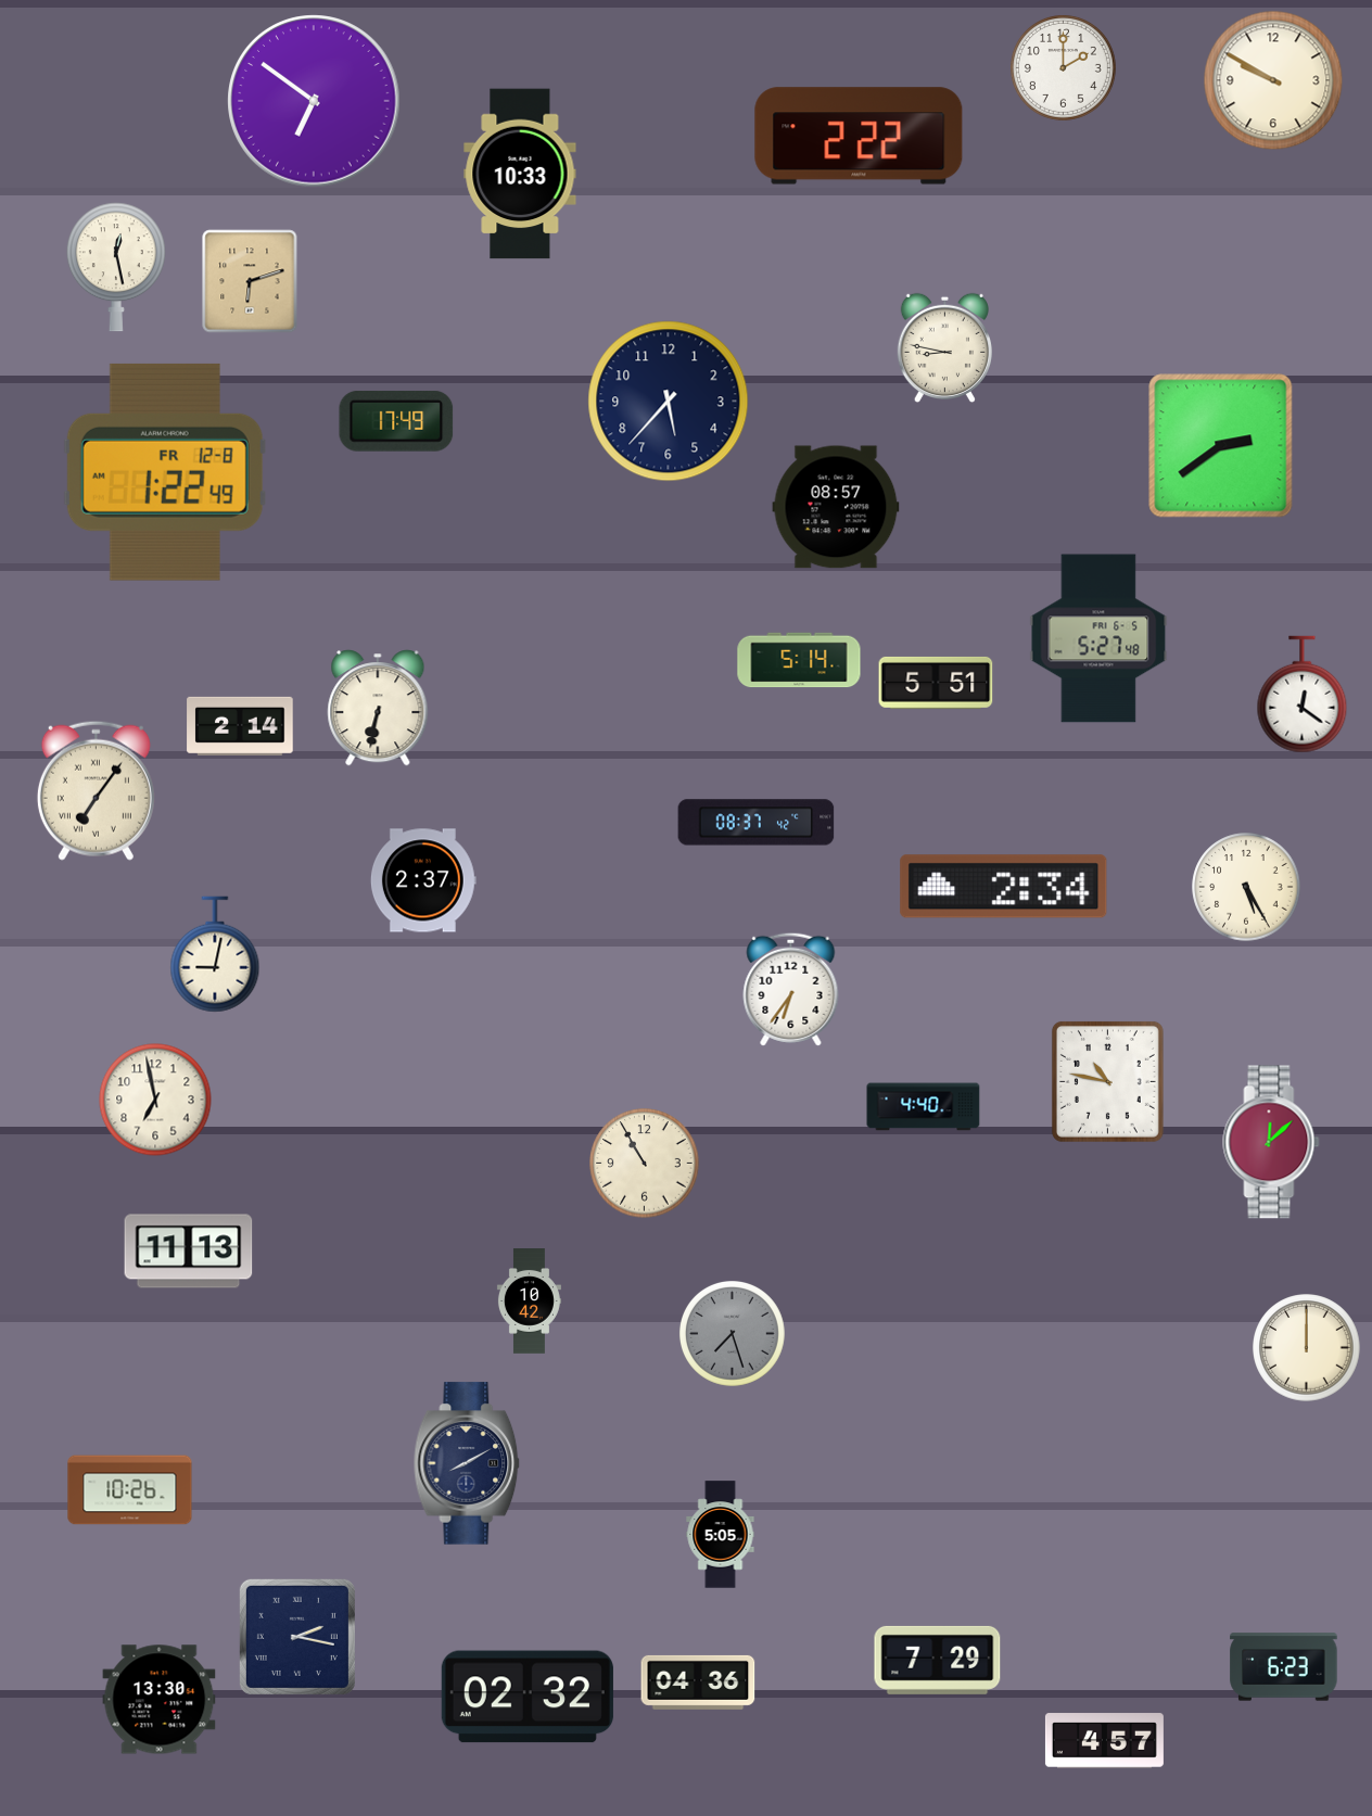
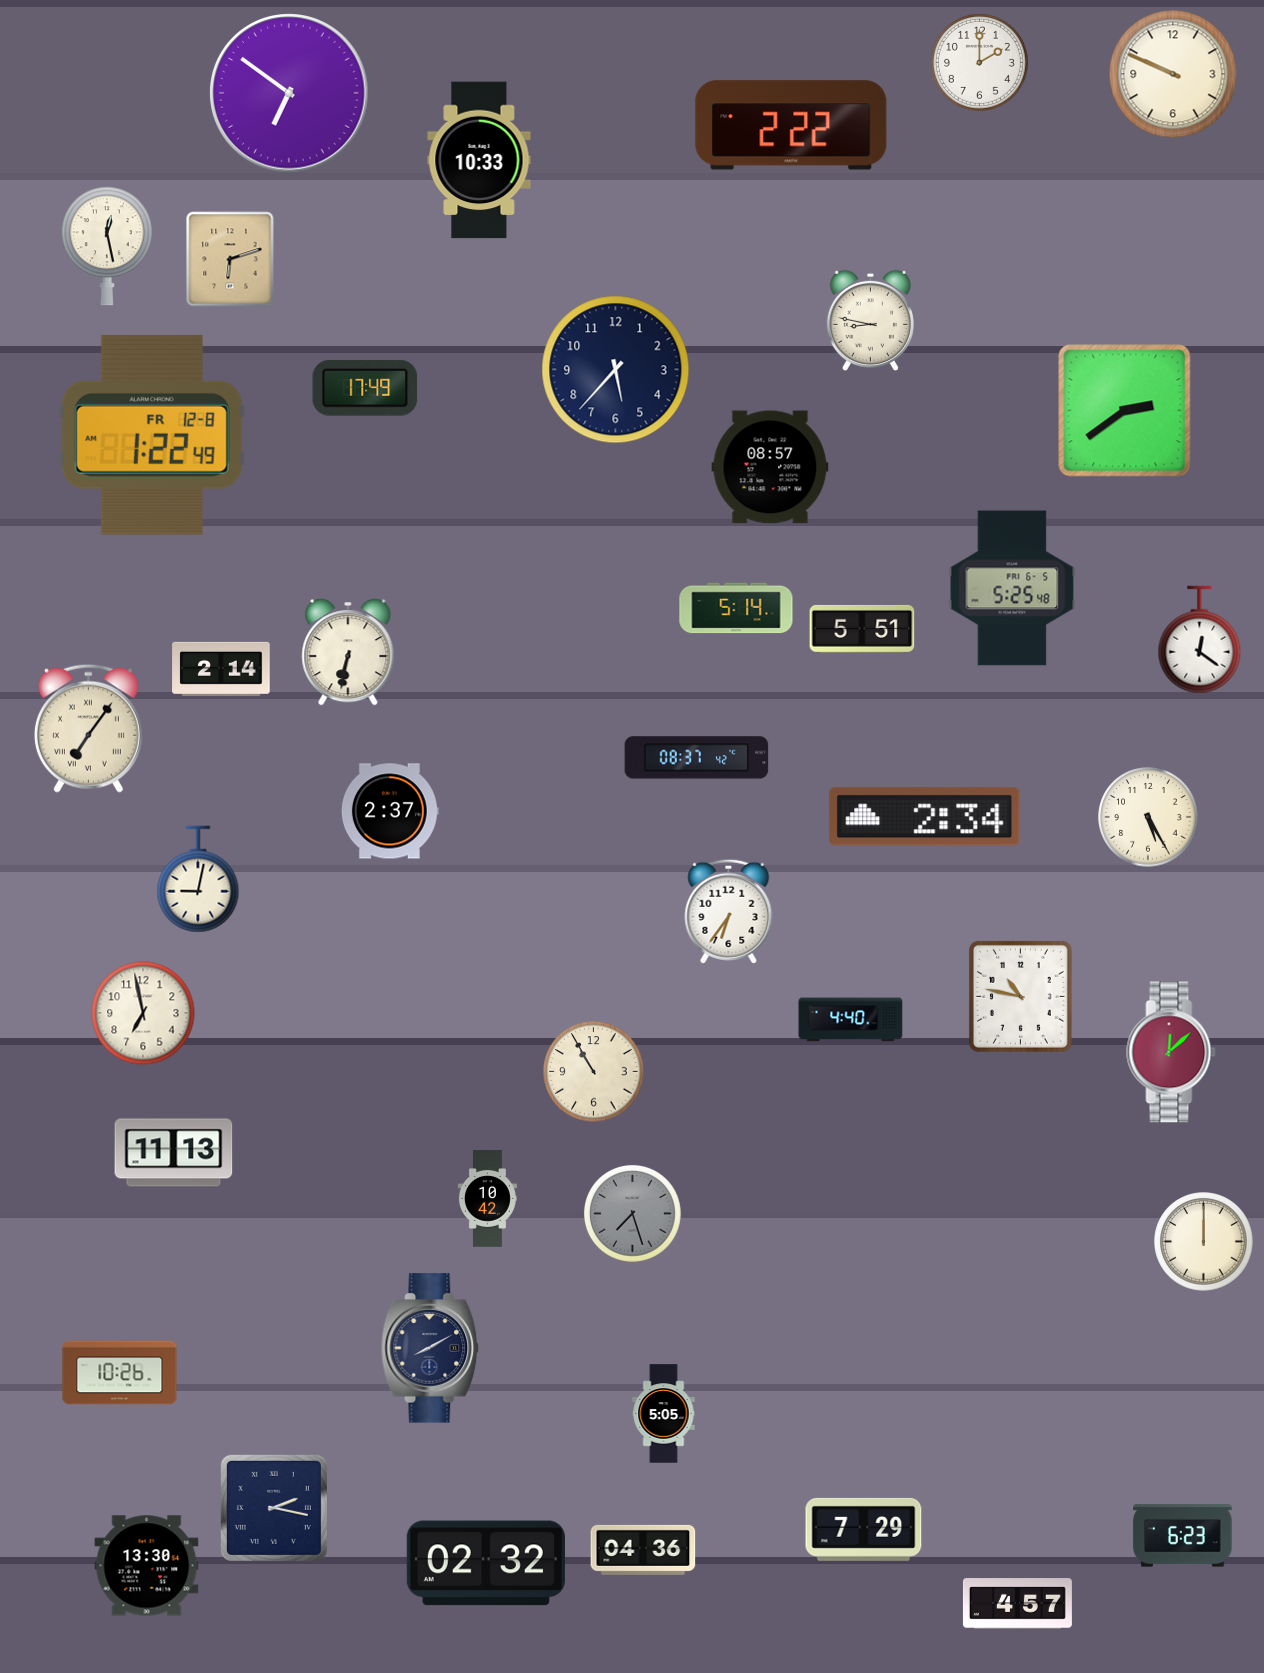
clock at (1273, 80): 9:50 -> 9:49
clock at (1098, 638): 5:27 -> 5:25
clock at (732, 1333) position: (732, 1333) -> (632, 1213)
